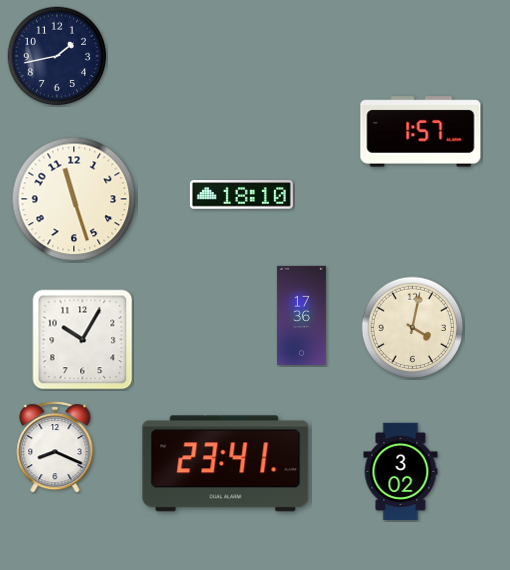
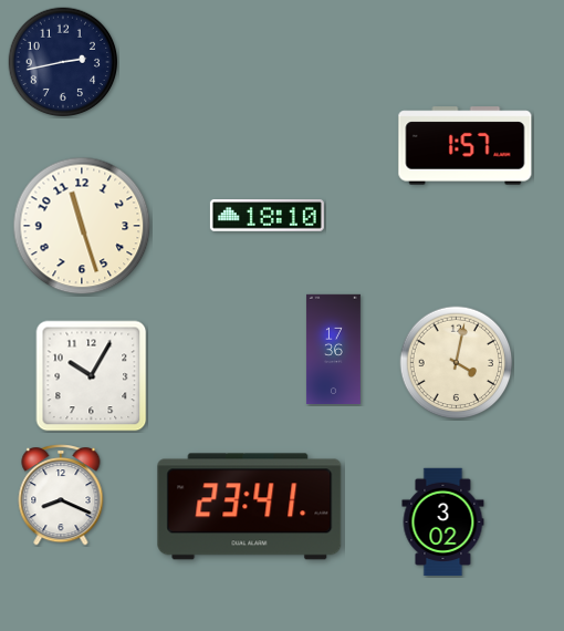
clock at (57, 56): 1:43 -> 2:43
clock at (74, 199) position: (74, 199) -> (82, 226)
clock at (226, 464) position: (226, 464) -> (250, 507)
